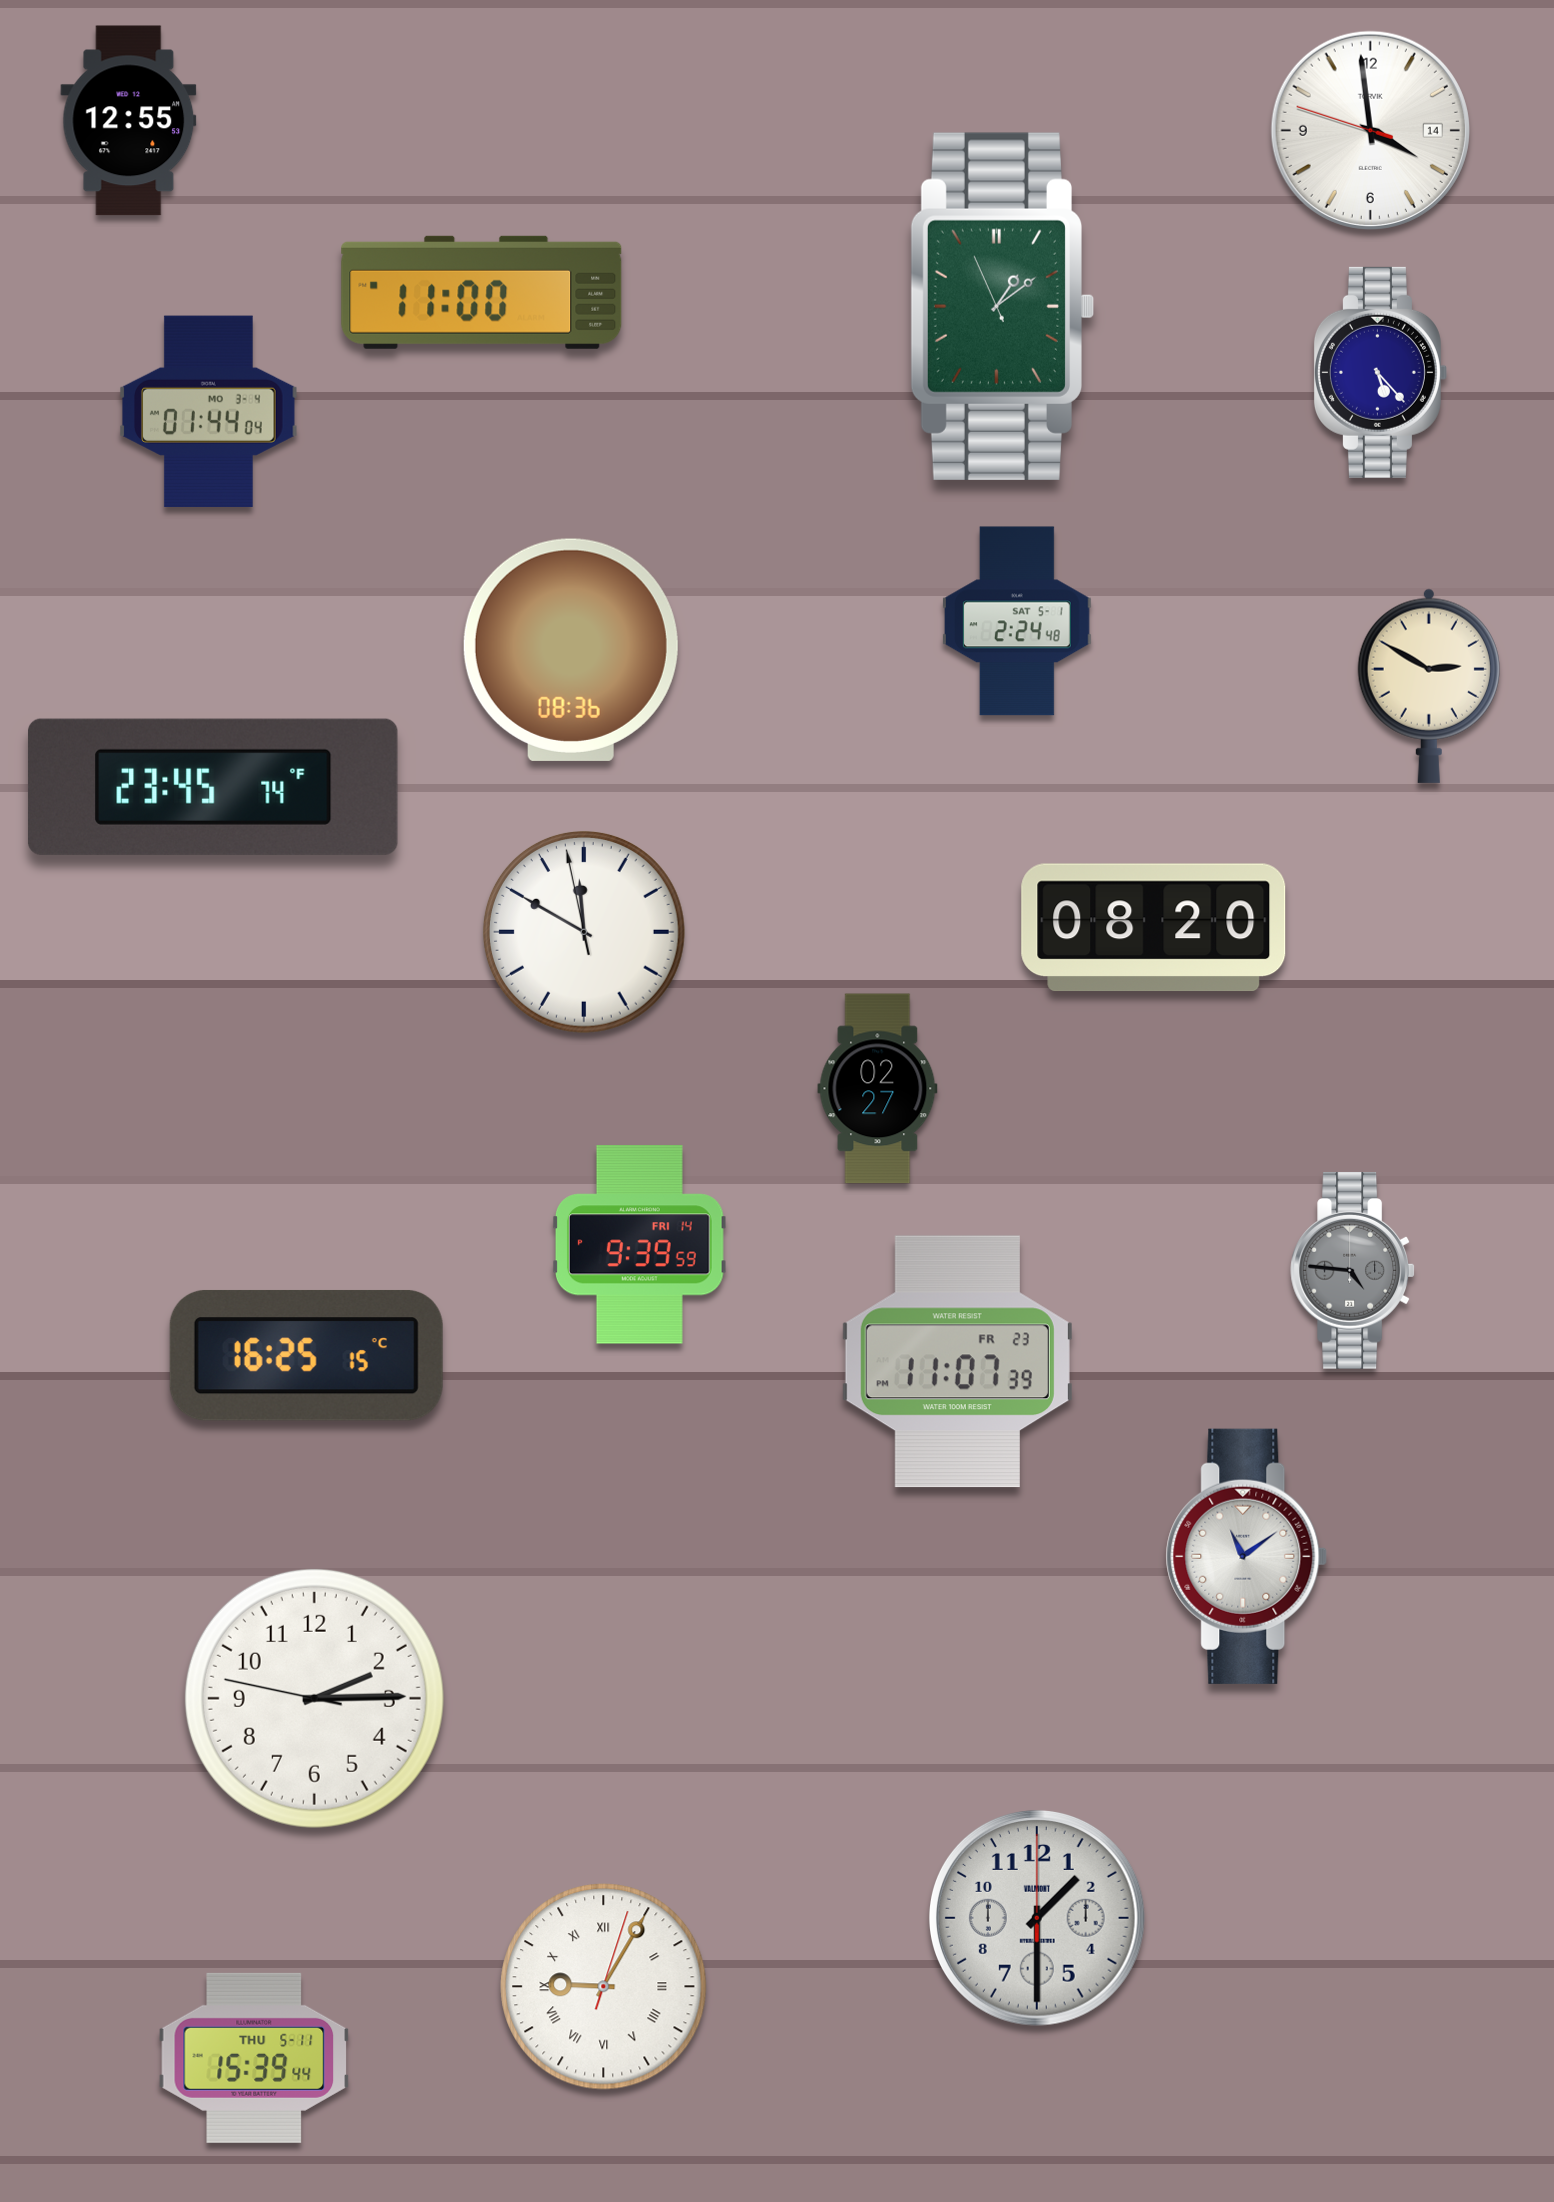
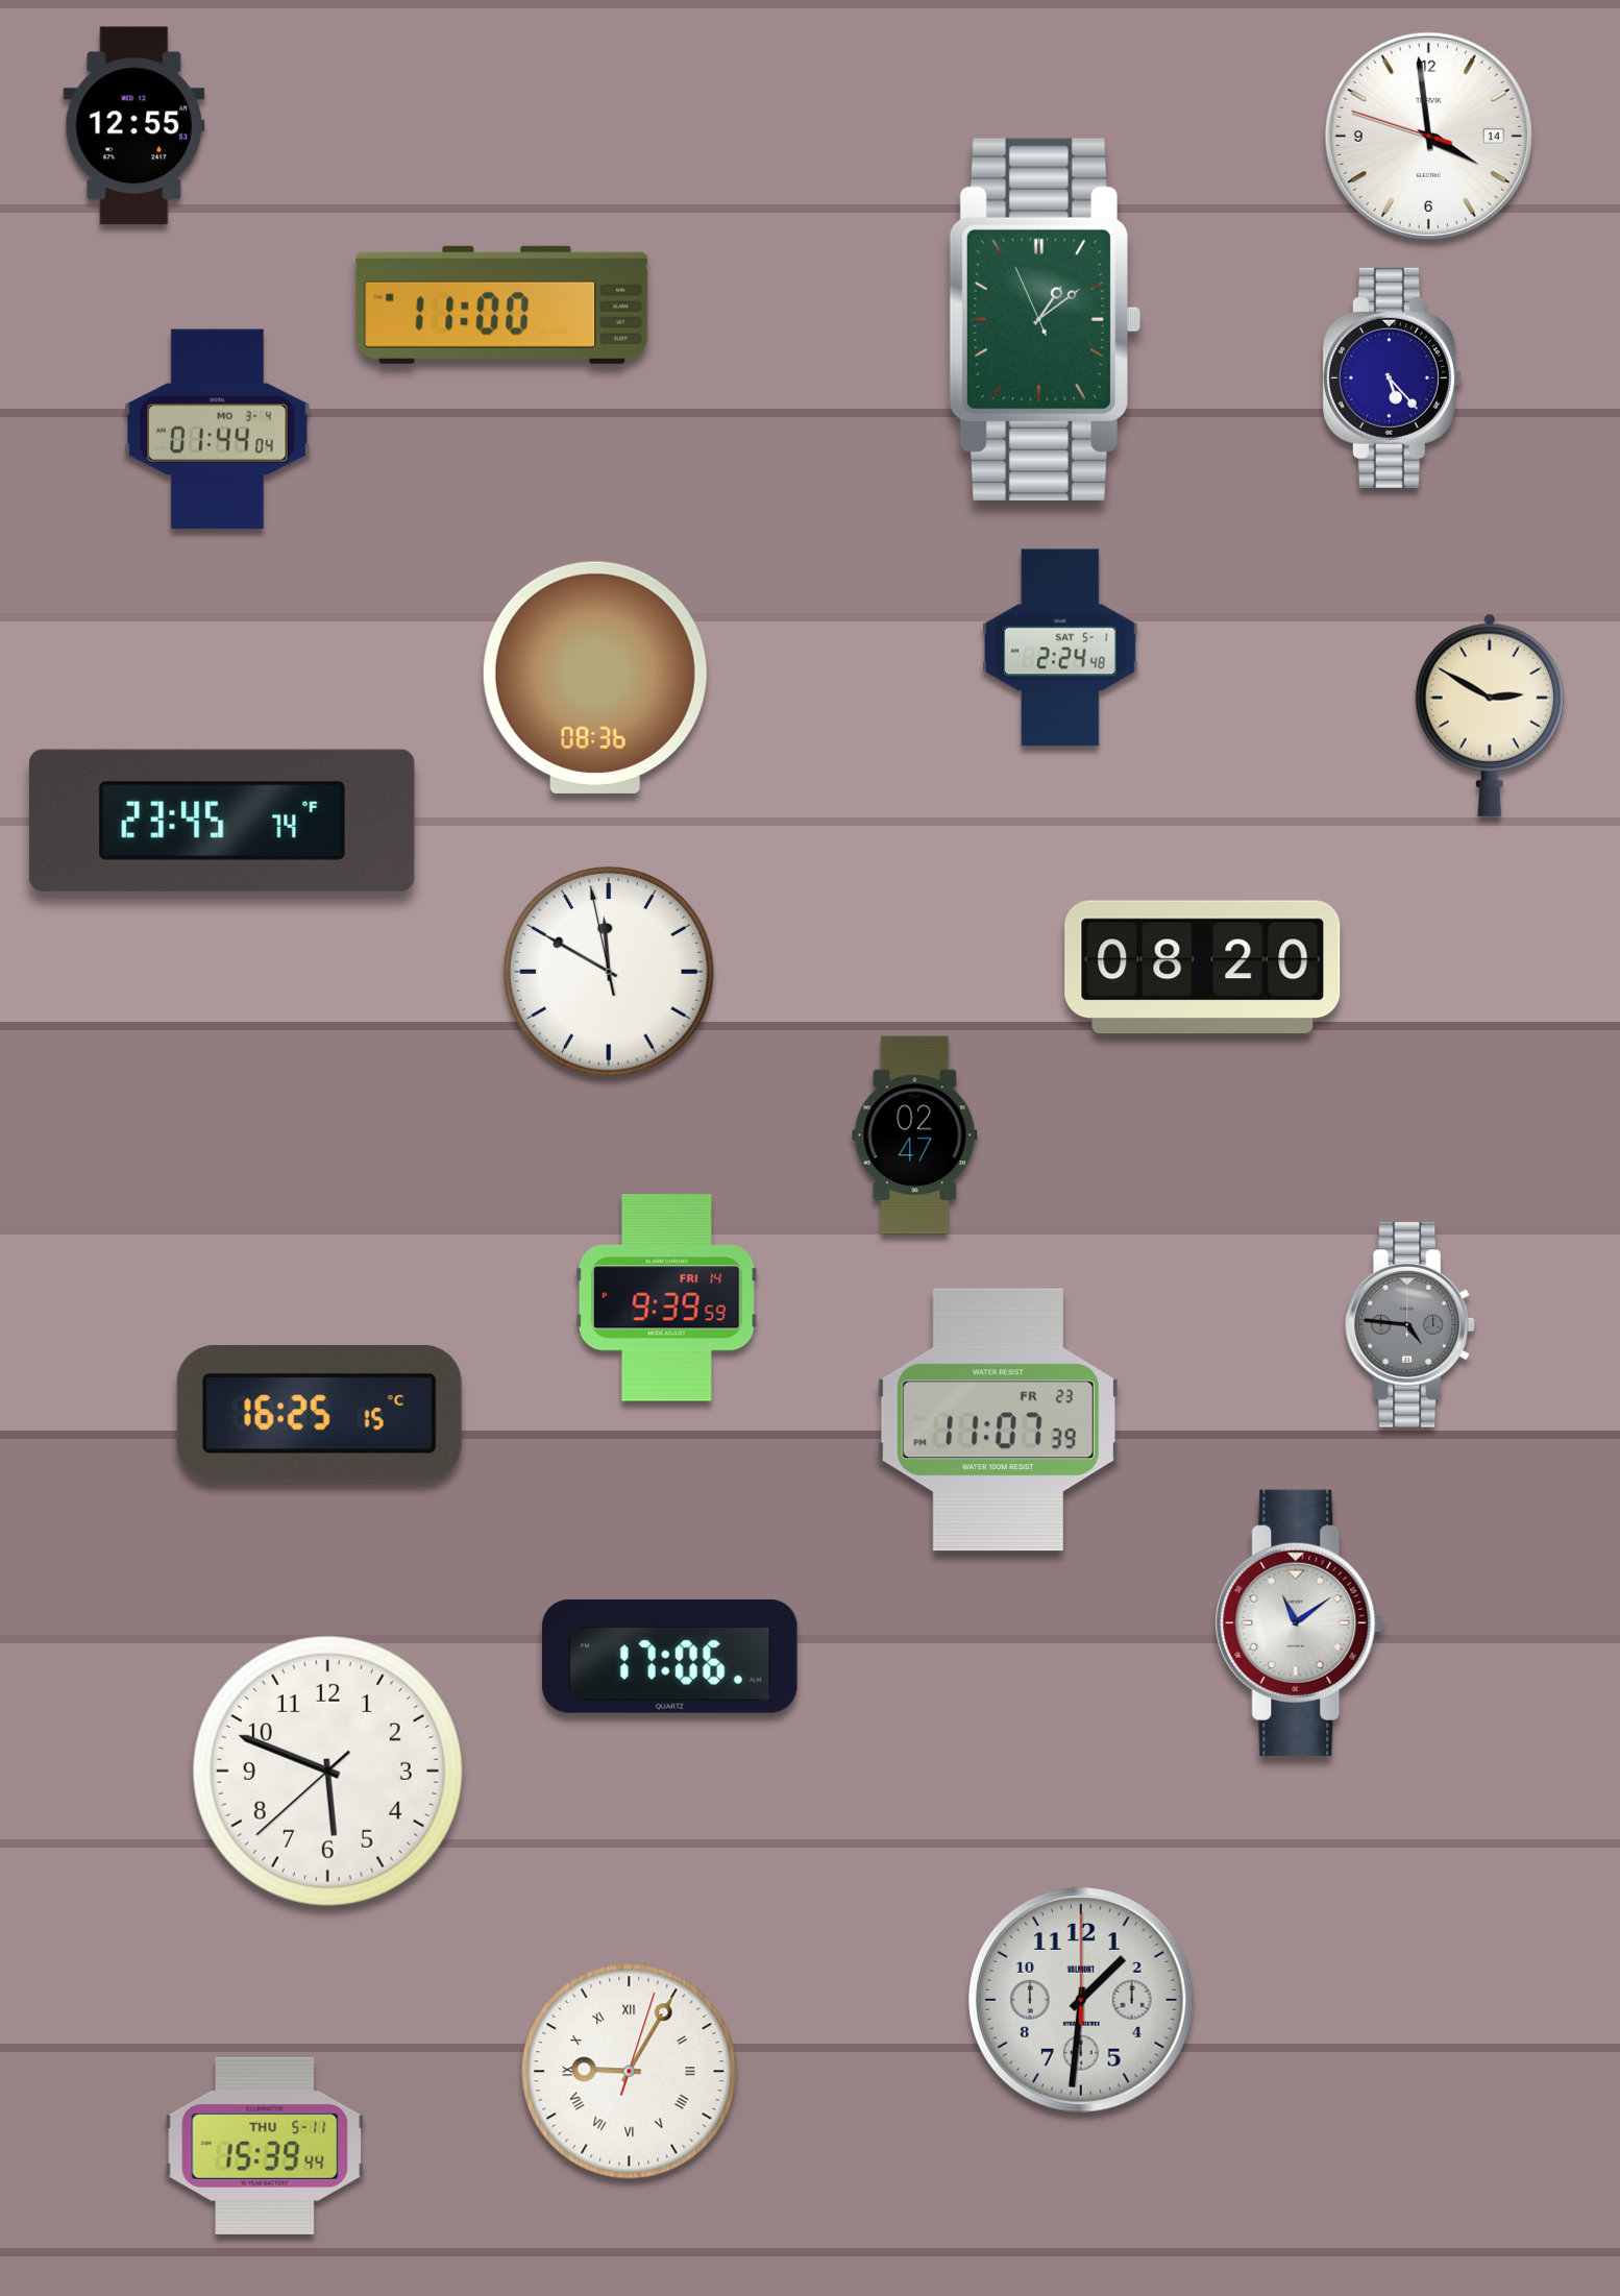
clock at (1380, 372) position: (1380, 372) -> (1392, 377)
clock at (878, 1089): 02:27 -> 02:47
clock at (670, 1656): none -> 17:06
clock at (314, 1698): 2:14 -> 5:48
clock at (1037, 1918): 1:30 -> 1:31
